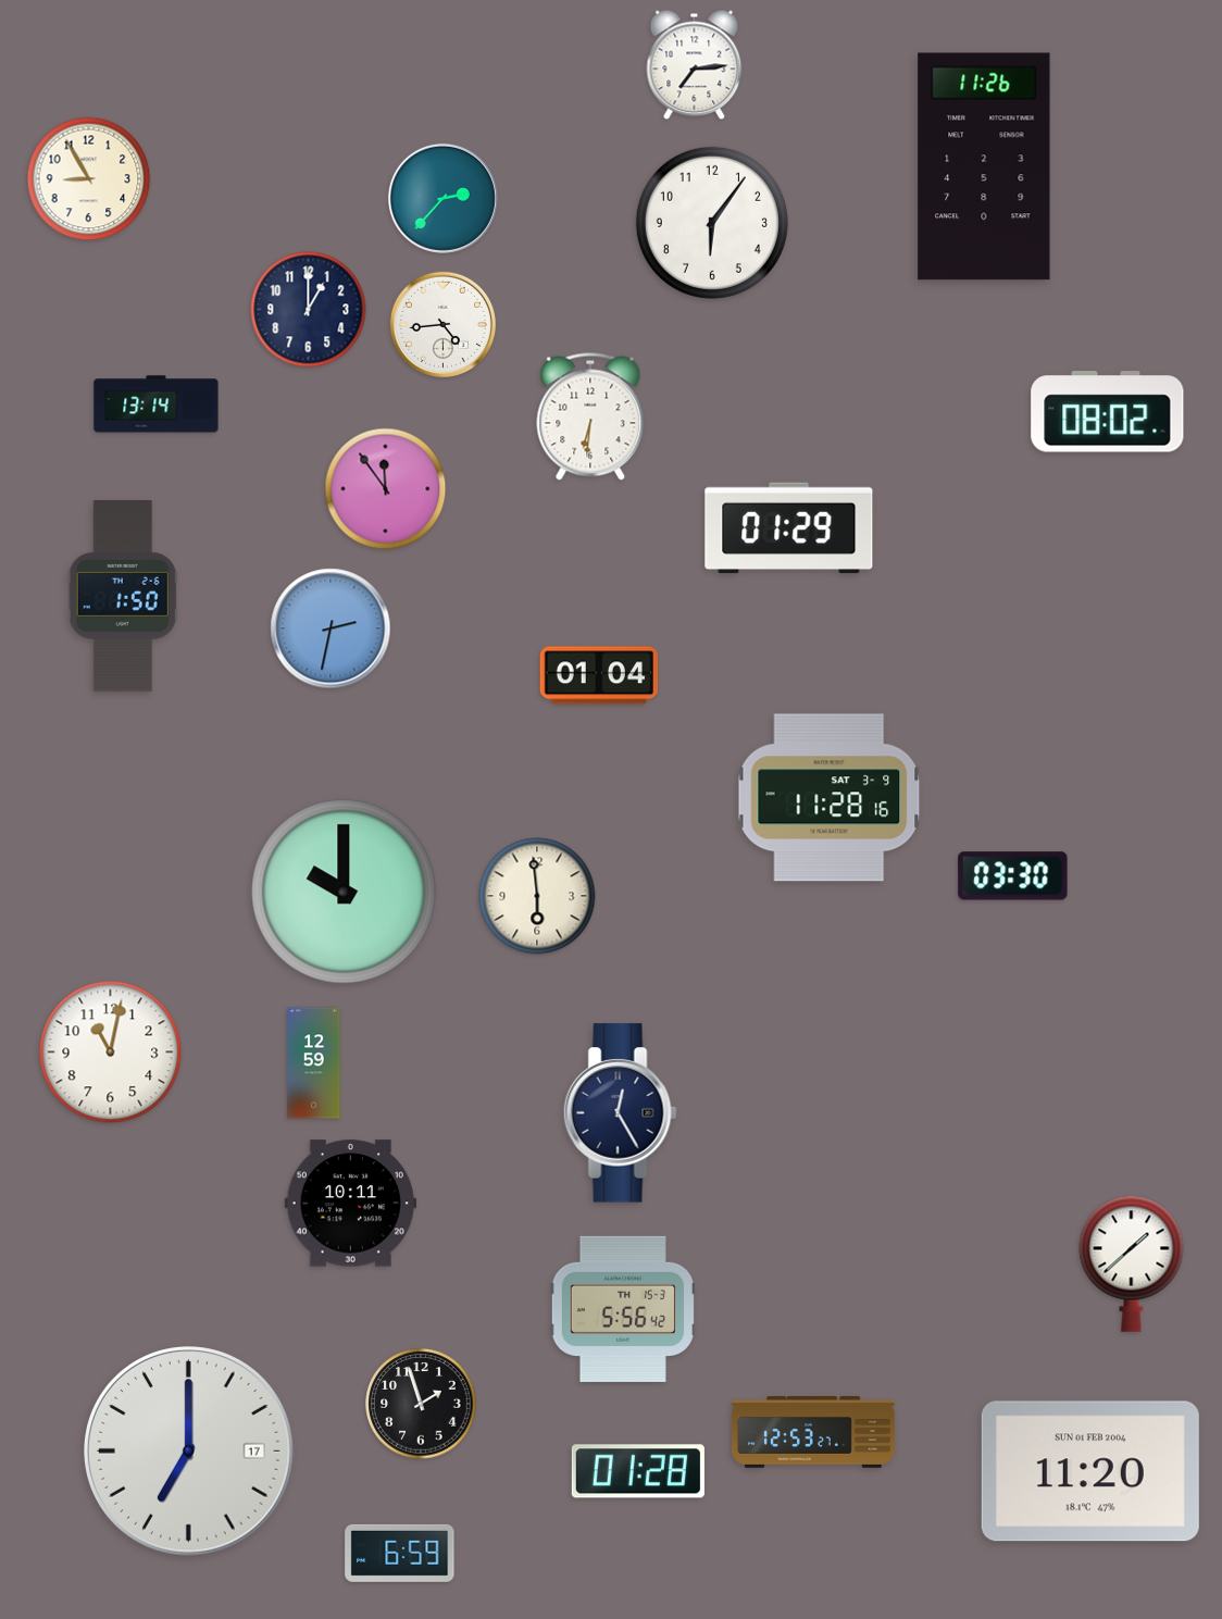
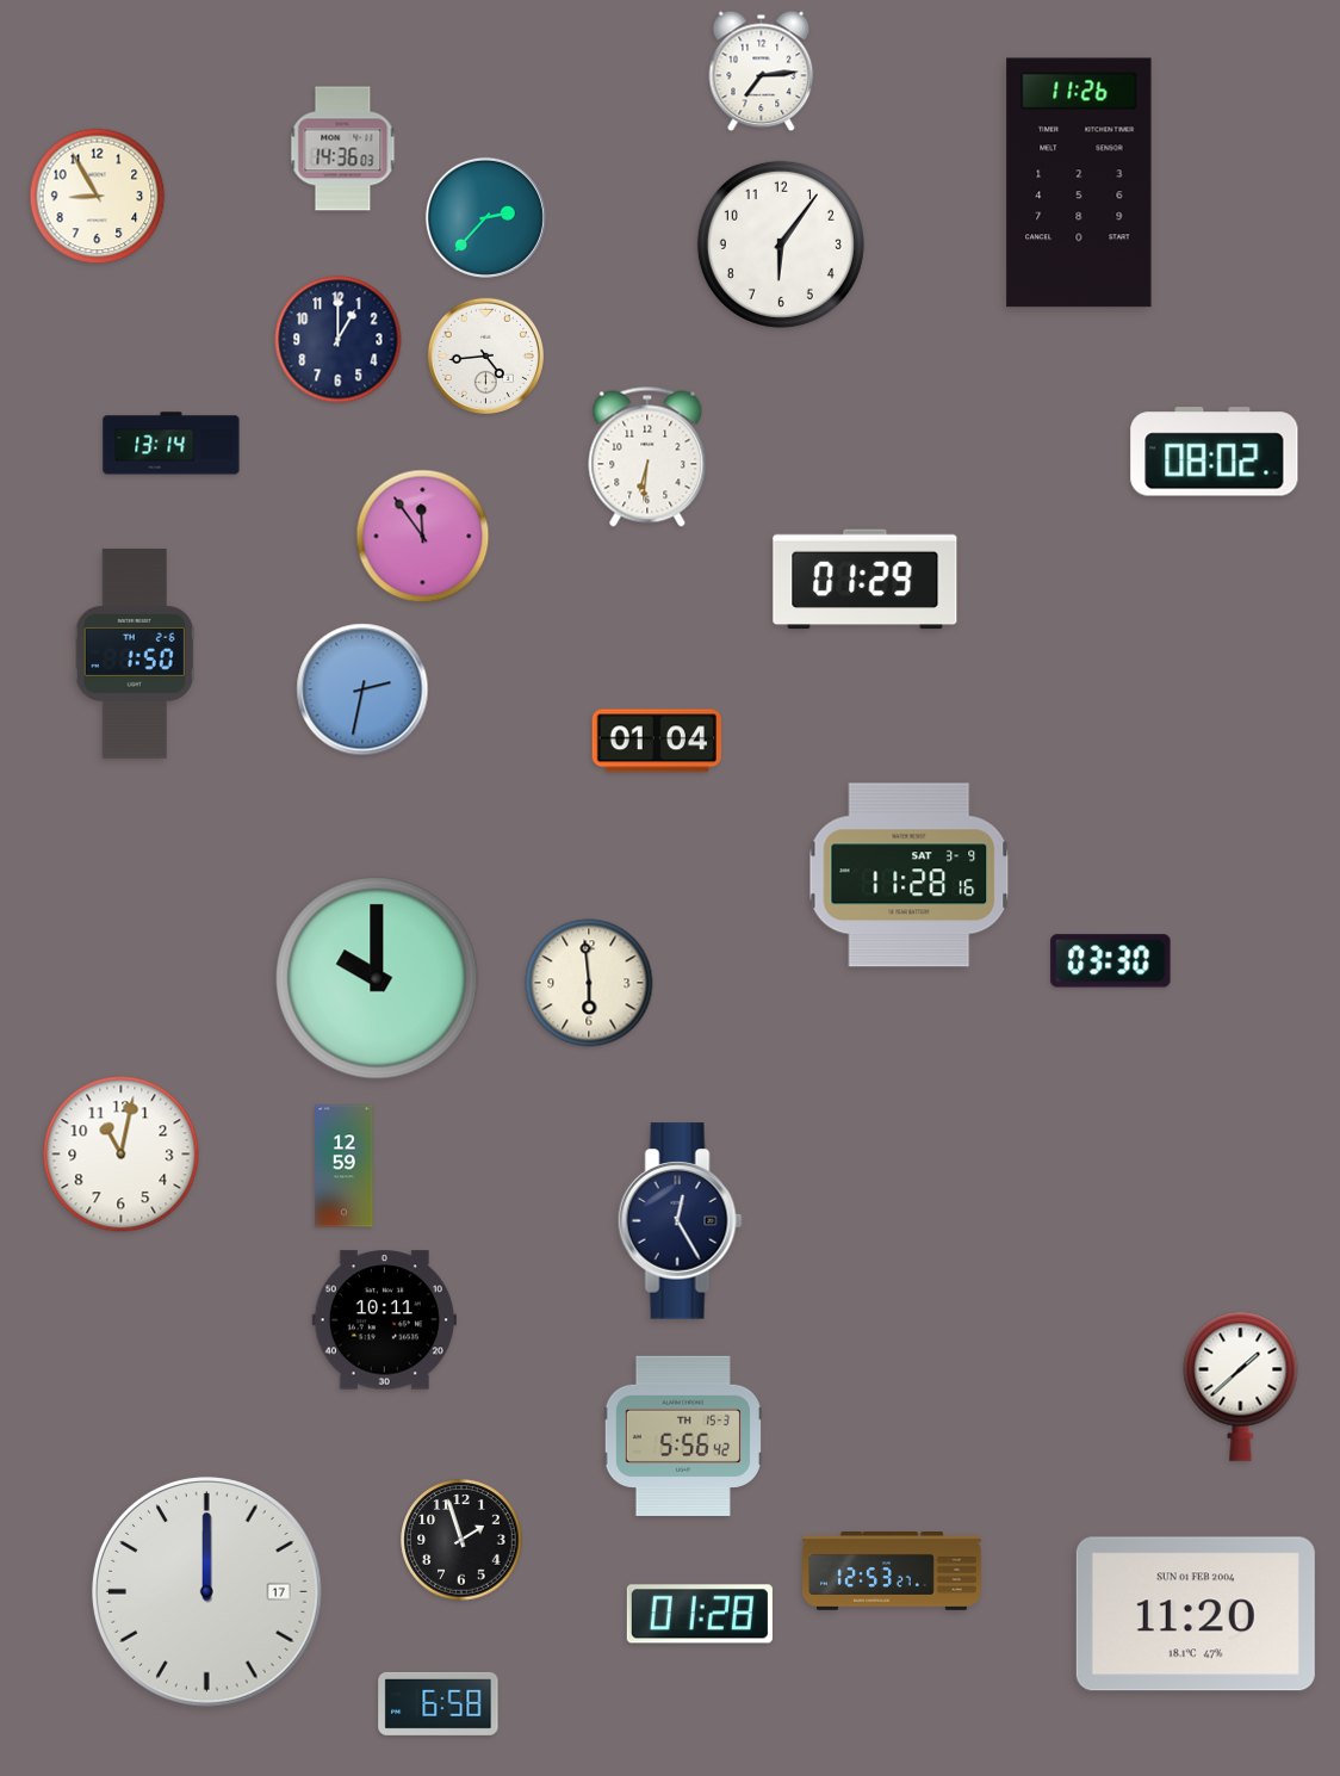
clock at (343, 149): none -> 14:36
clock at (189, 1452): 7:00 -> 12:00
clock at (400, 1553): 6:59 -> 6:58
